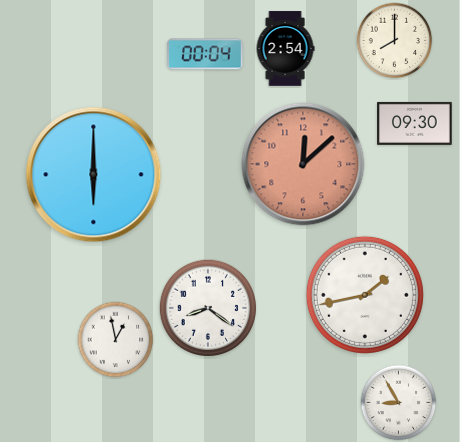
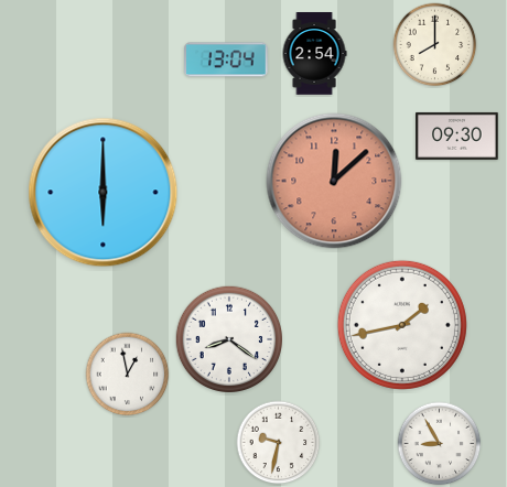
clock at (205, 54): 00:04 -> 13:04
clock at (279, 443): none -> 9:32
